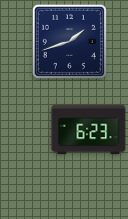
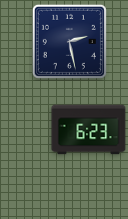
clock at (69, 41): 1:42 -> 2:28
